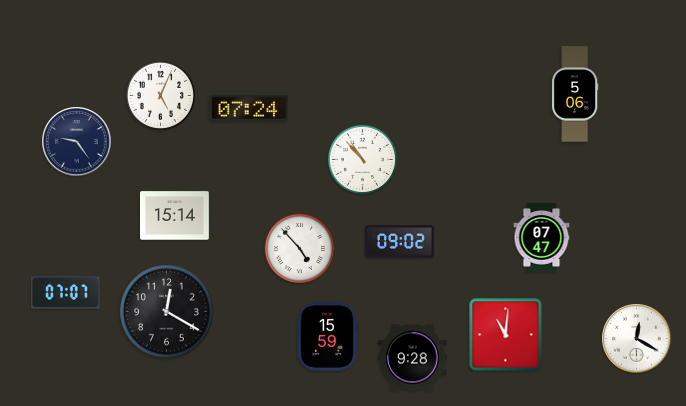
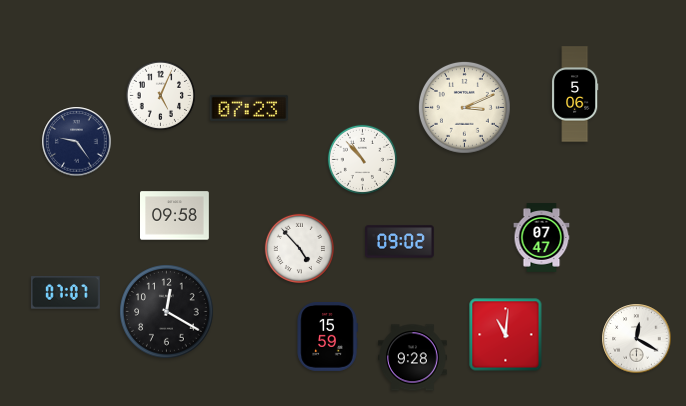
clock at (464, 107): none -> 3:11
clock at (249, 108): 07:24 -> 07:23
clock at (175, 216): 15:14 -> 09:58
